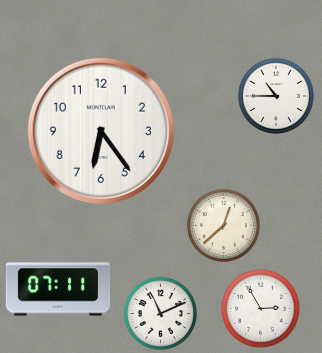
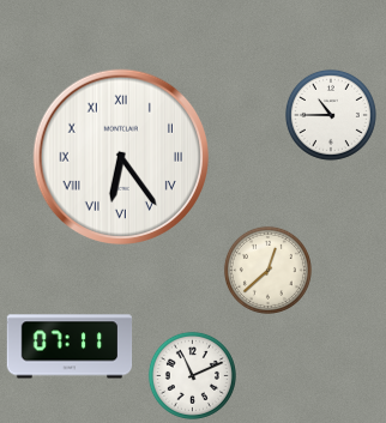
clock at (100, 130) numerals: Arabic -> Roman
clock at (261, 309): 2:55 -> none
